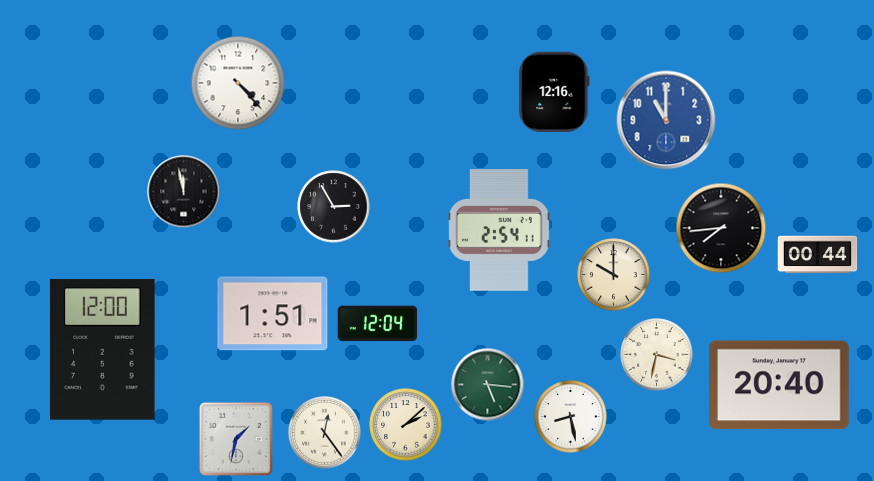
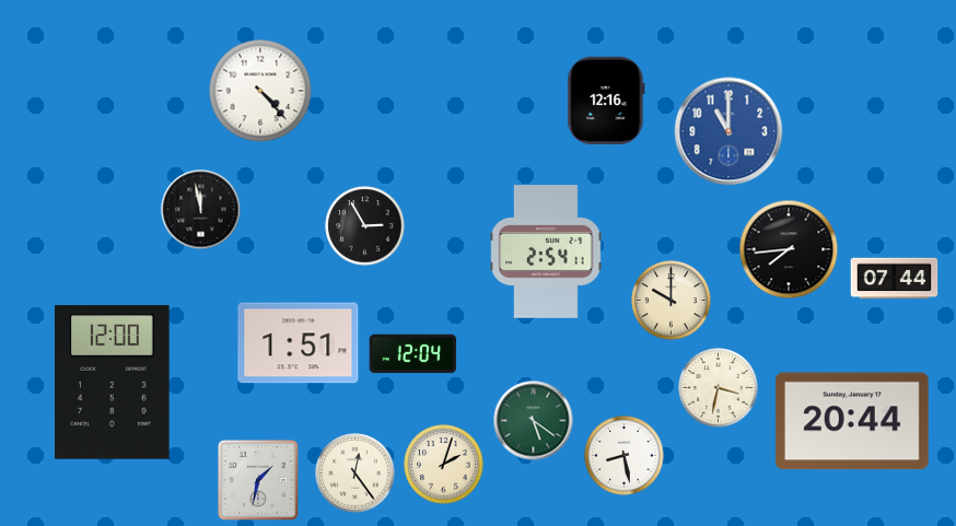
clock at (818, 255): 00:44 -> 07:44
clock at (488, 385): 5:16 -> 5:21
clock at (779, 385): 20:40 -> 20:44
clock at (406, 425): 2:08 -> 2:03
